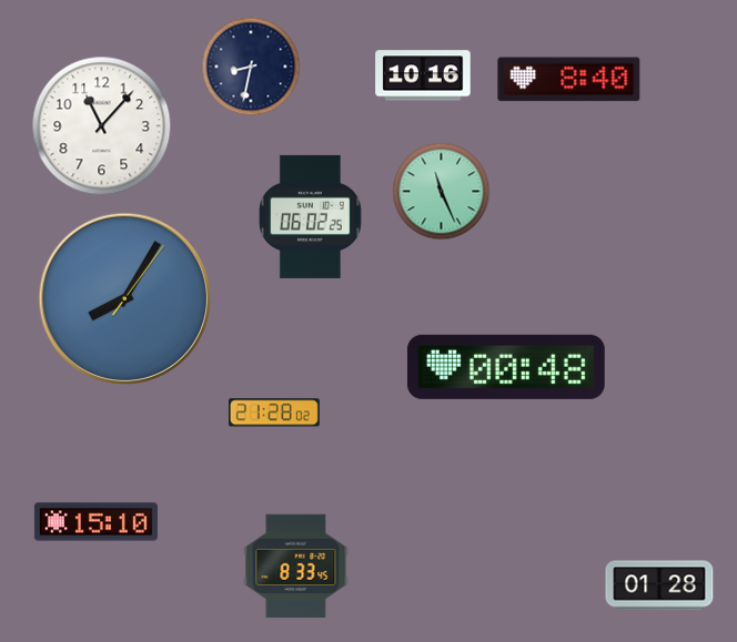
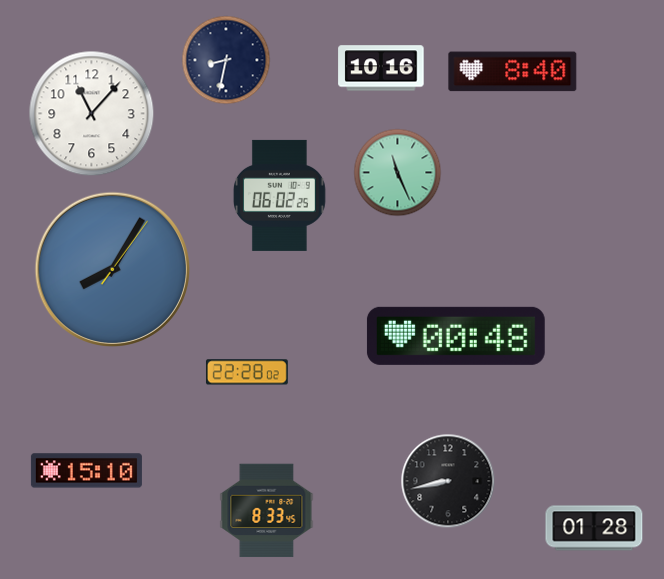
clock at (506, 367) position: (506, 367) -> (456, 336)
clock at (274, 412): 21:28 -> 22:28
clock at (448, 481): none -> 8:43
